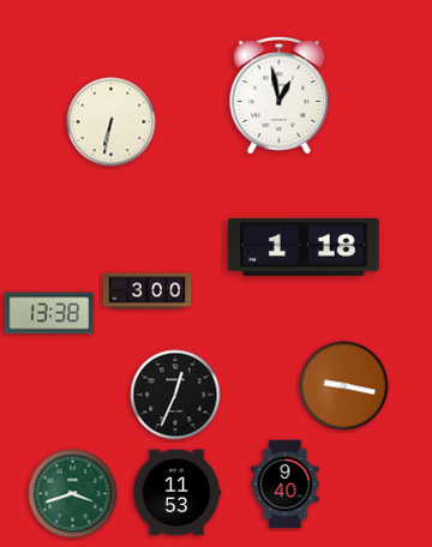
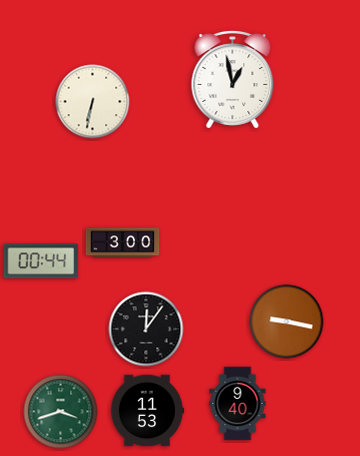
clock at (304, 247): 1:18 -> none
clock at (49, 313): 13:38 -> 00:44
clock at (175, 395): 12:34 -> 12:06
